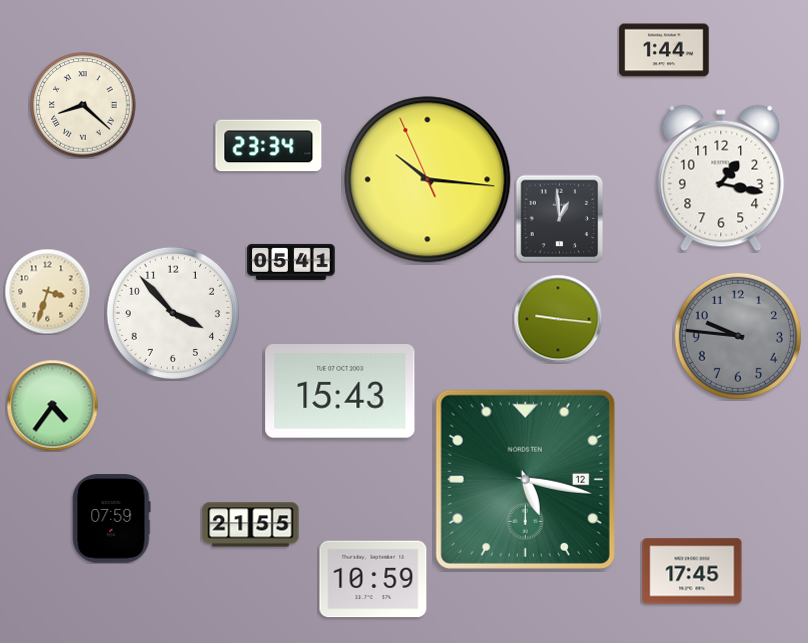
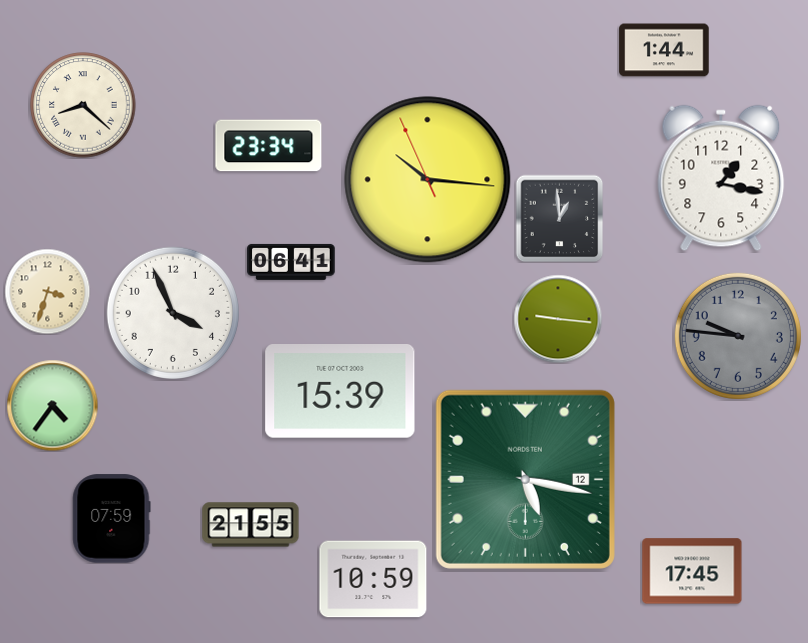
clock at (291, 262): 05:41 -> 06:41
clock at (173, 313): 3:53 -> 3:56
clock at (340, 392): 15:43 -> 15:39
